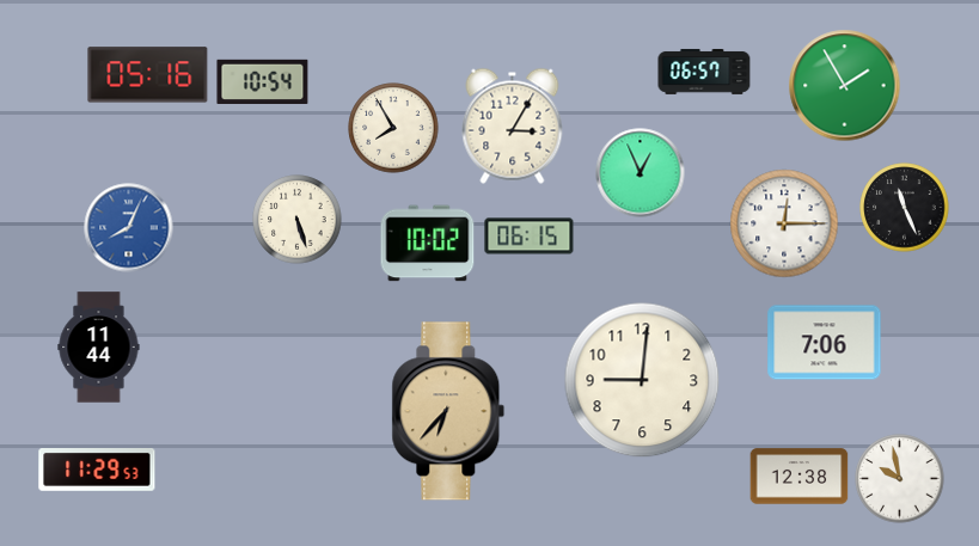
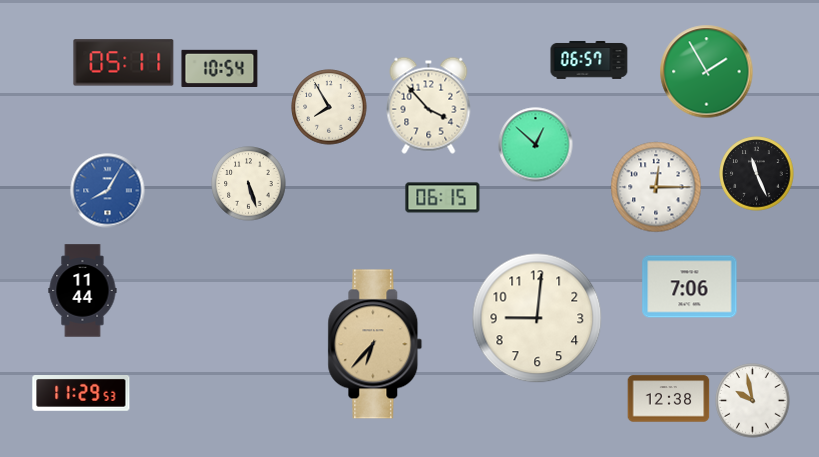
clock at (148, 75): 05:16 -> 05:11
clock at (513, 125): 3:05 -> 3:53
clock at (641, 173): 12:56 -> 12:52
clock at (129, 228): 8:04 -> 8:05
clock at (428, 244): 10:02 -> none
